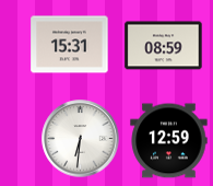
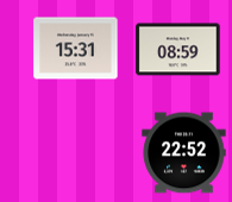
clock at (81, 139): 6:31 -> none
clock at (169, 141): 12:59 -> 22:52
